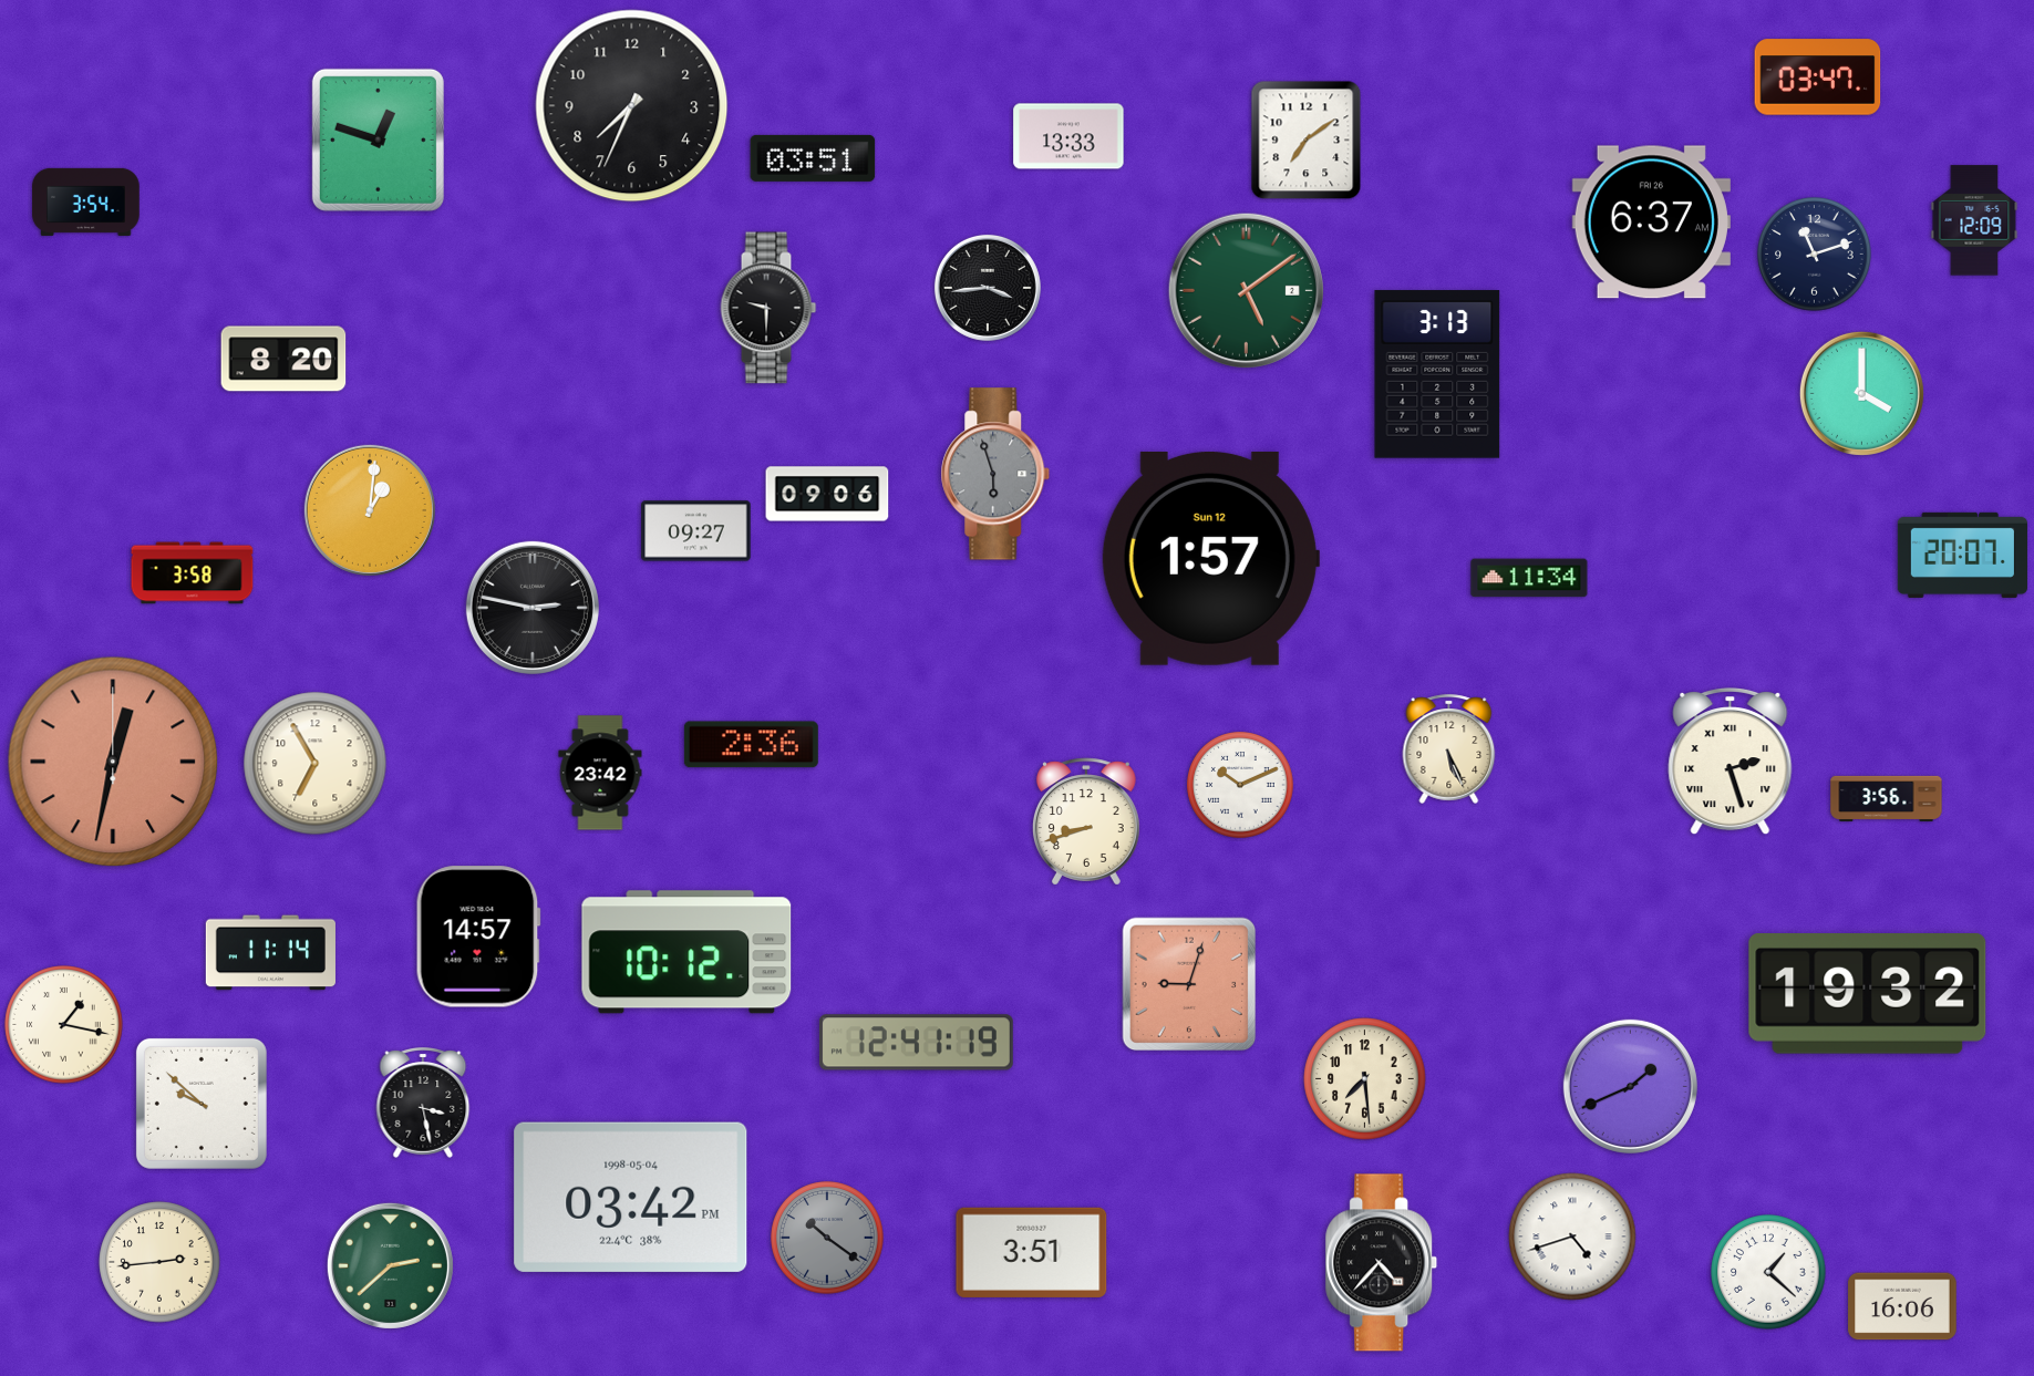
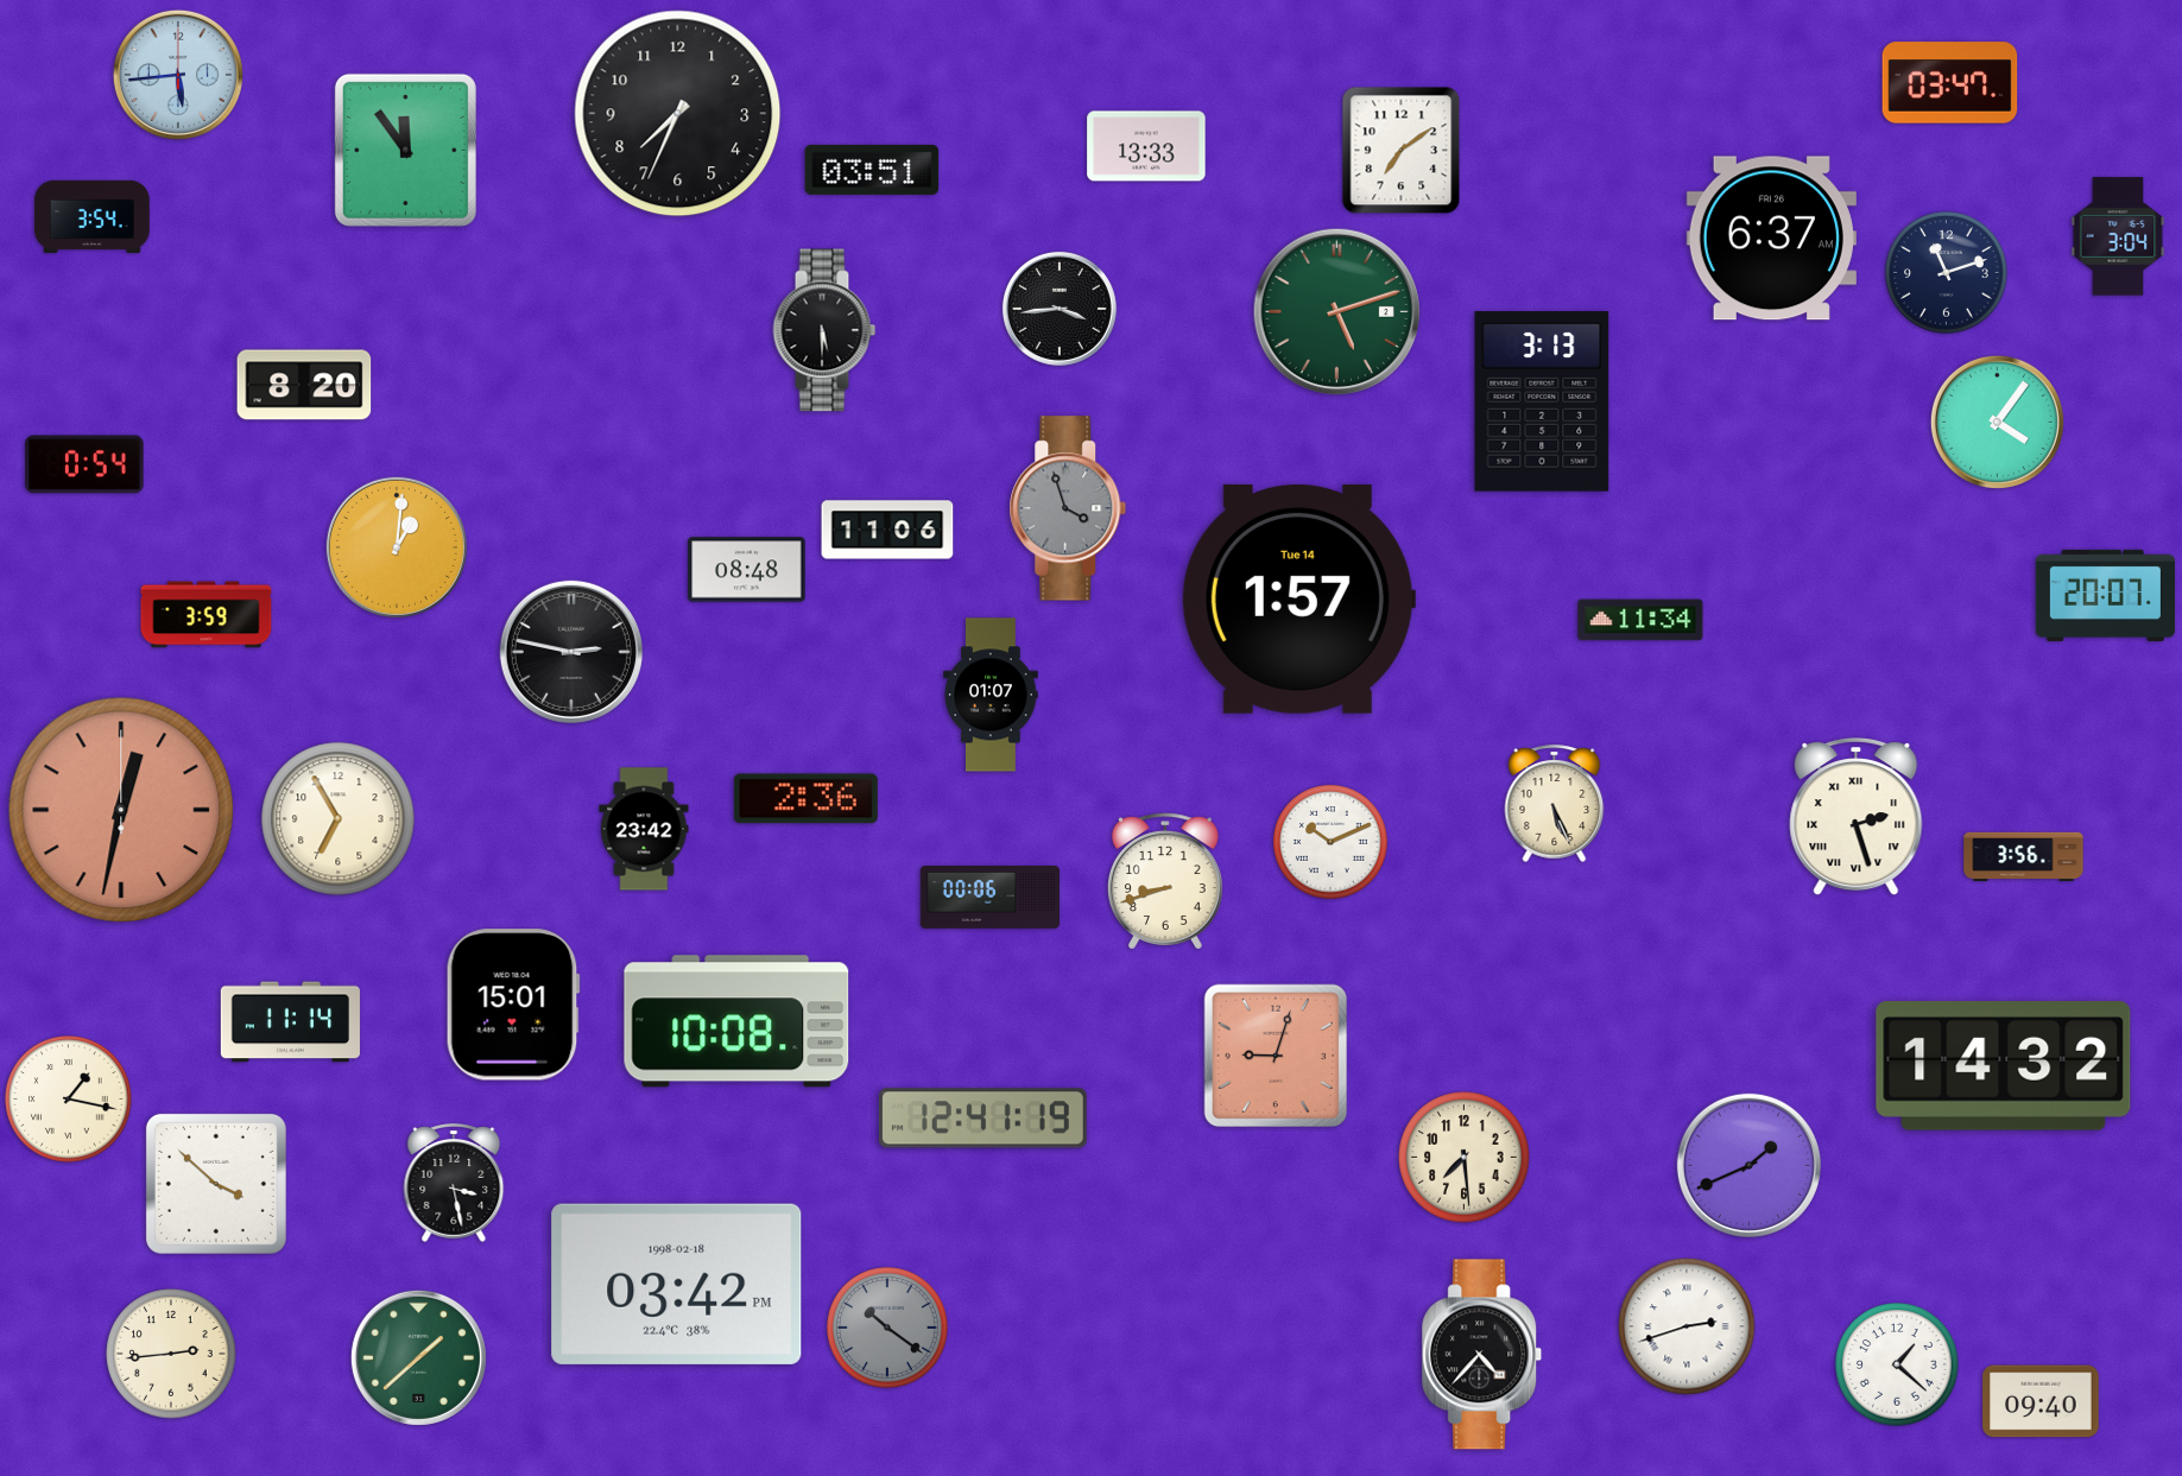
clock at (178, 75): none -> 5:44
clock at (378, 139): 12:48 -> 11:54
clock at (1974, 220): 12:09 -> 3:04
clock at (1246, 290): 5:09 -> 5:12
clock at (768, 308): 9:30 -> 5:30
clock at (1861, 393): 4:00 -> 4:06
clock at (84, 464): none -> 0:54
clock at (995, 474): 5:57 -> 3:57
clock at (827, 494): 09:06 -> 11:06
clock at (696, 531): 09:27 -> 08:48
clock at (1210, 558) date: Sun 12 -> Tue 14
clock at (193, 573): 3:58 -> 3:59
clock at (991, 695): none -> 01:07
clock at (113, 762) position: (113, 762) -> (121, 810)
clock at (989, 898): none -> 00:06
clock at (478, 937): 14:57 -> 15:01
clock at (686, 952): 10:12 -> 10:08
clock at (1868, 994): 19:32 -> 14:32
clock at (202, 1104): 9:52 -> 3:52
clock at (631, 1197) date: 1998-05-04 -> 1998-02-18
clock at (1572, 1237): 4:42 -> 2:42
clock at (1032, 1252): 3:51 -> none
clock at (390, 1265): 2:38 -> 1:38
clock at (1902, 1306): 16:06 -> 09:40
